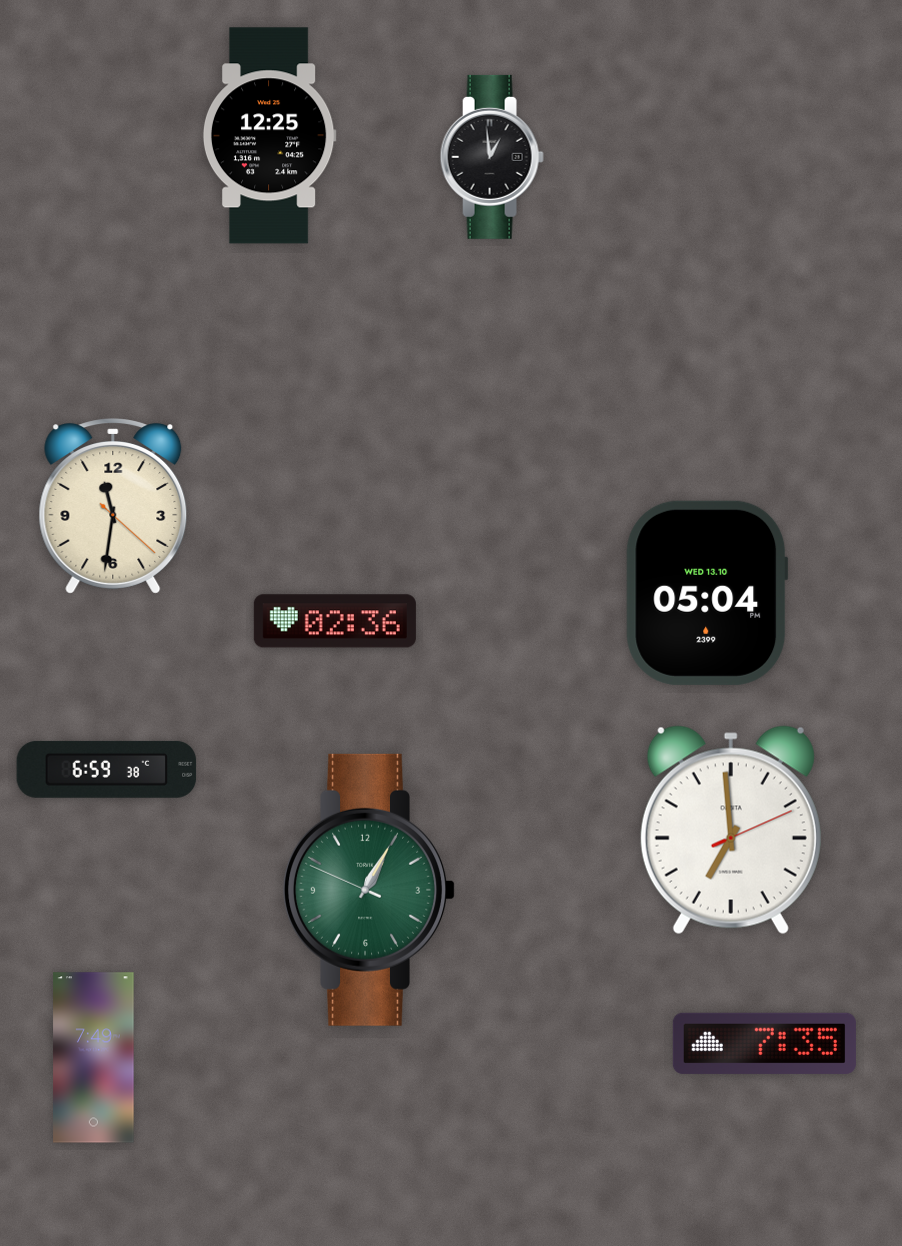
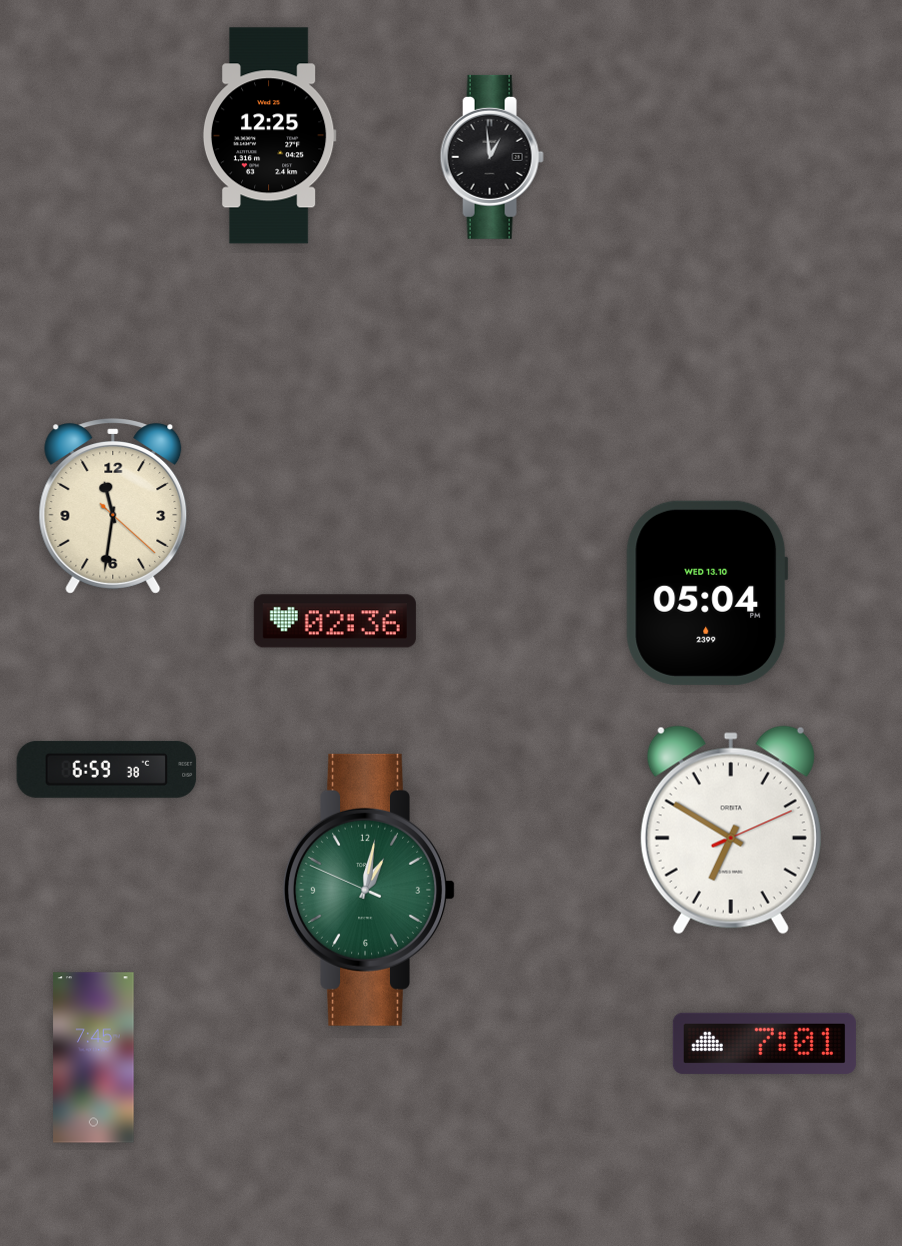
clock at (731, 830): 6:59 -> 6:50
clock at (369, 890): 1:04 -> 1:01
clock at (764, 1043): 7:35 -> 7:01
clock at (94, 1058): 7:49 -> 7:45
